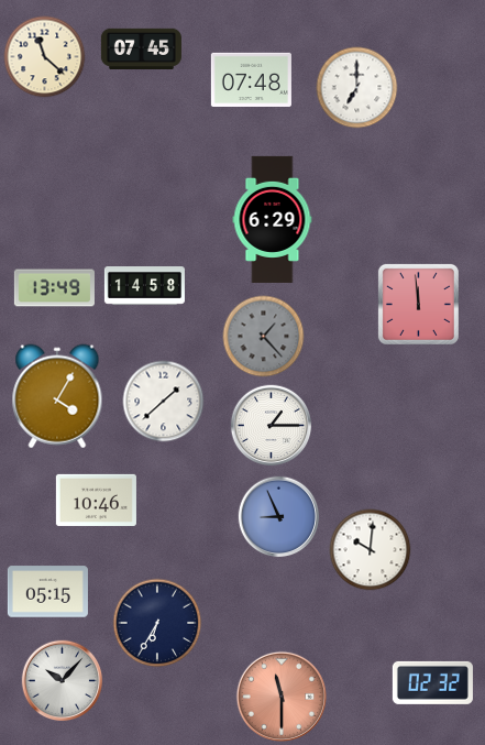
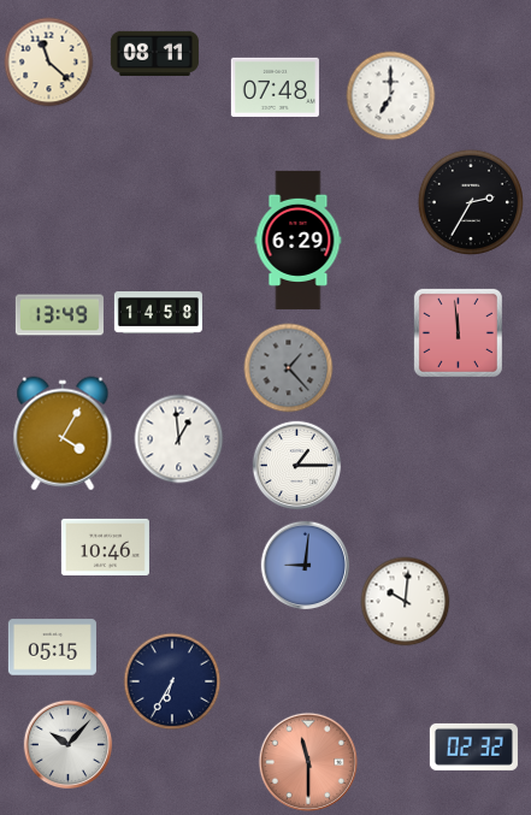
clock at (141, 48): 07:45 -> 08:11
clock at (470, 201): none -> 2:35
clock at (164, 402): 1:38 -> 12:59
clock at (279, 517): 8:56 -> 9:01
